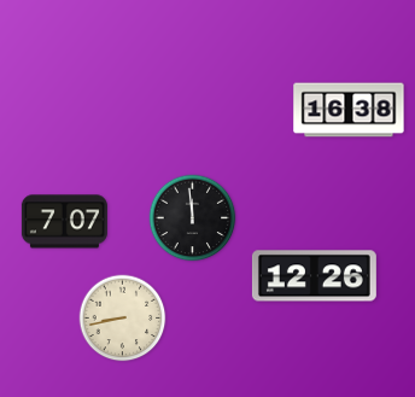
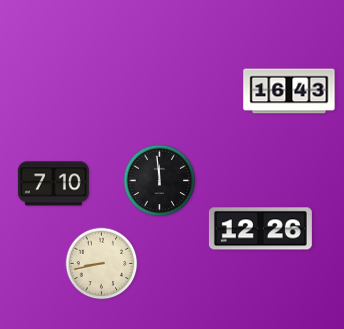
clock at (349, 110): 16:38 -> 16:43
clock at (64, 222): 7:07 -> 7:10
